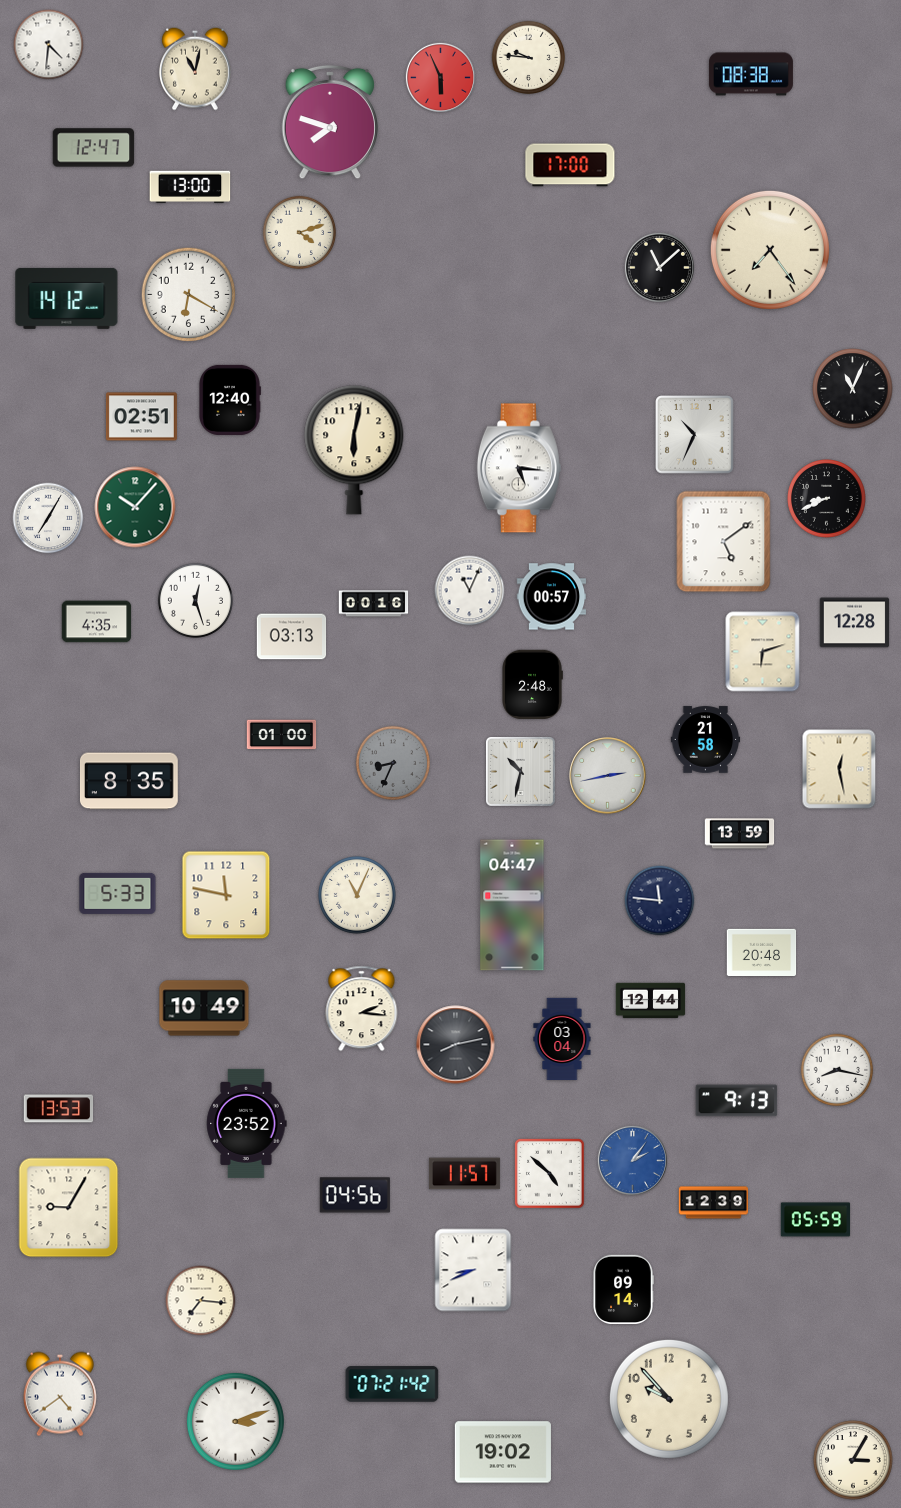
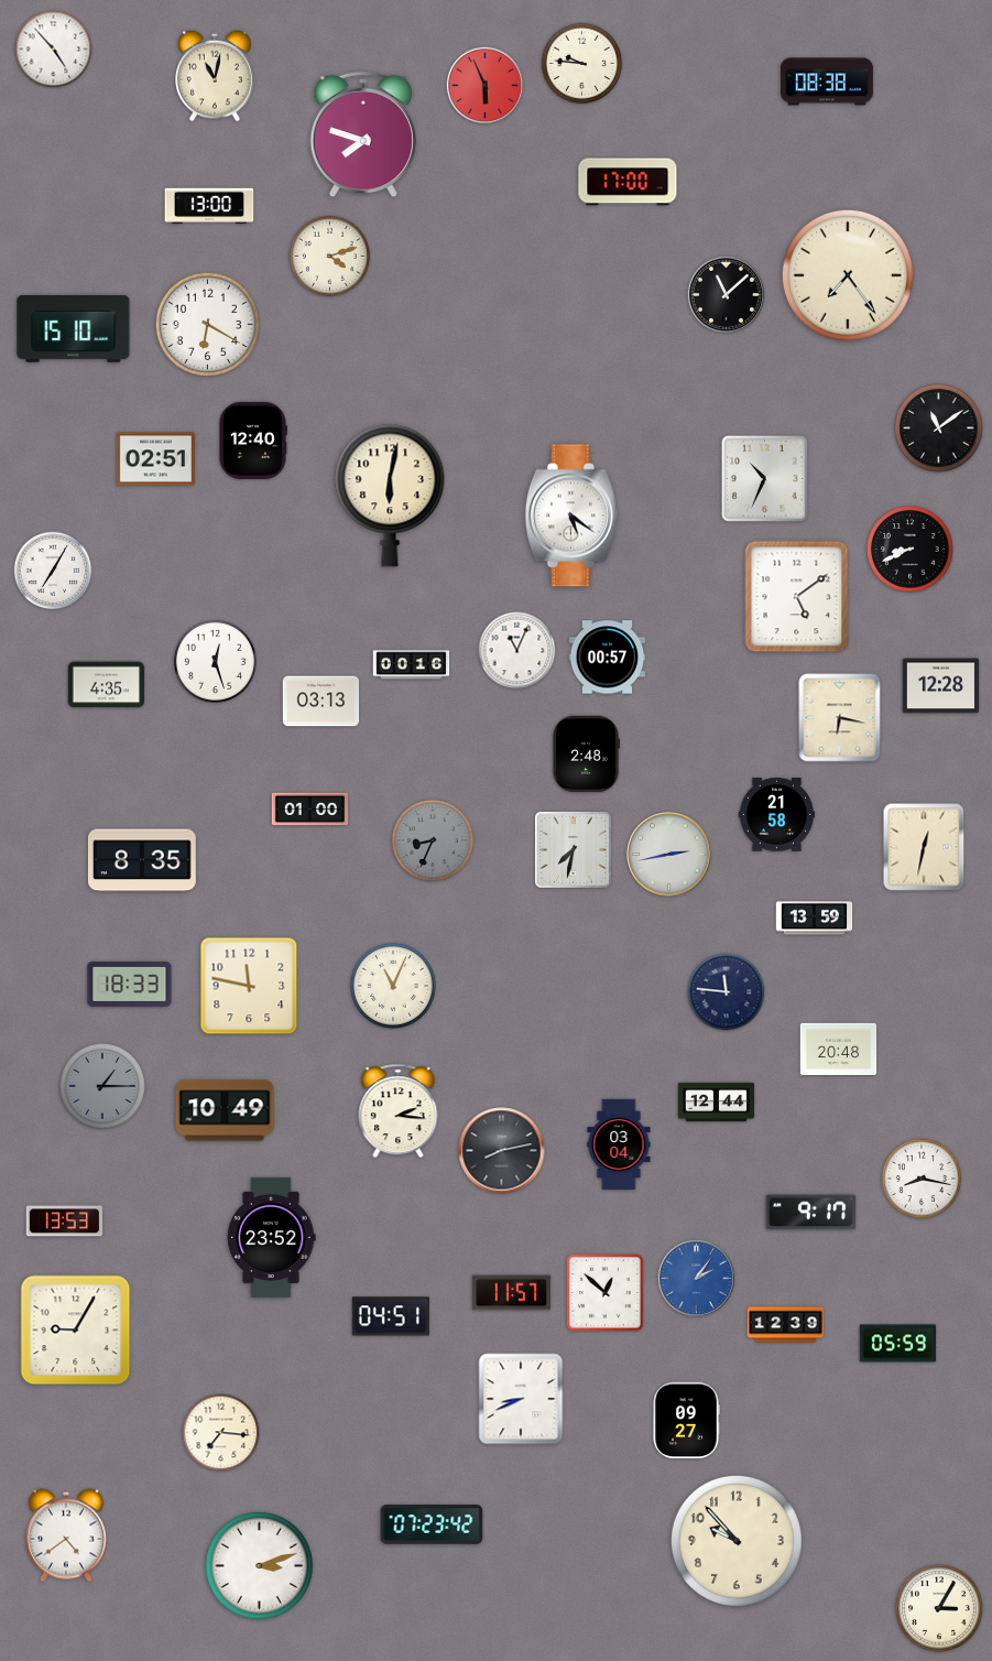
clock at (49, 45): 4:31 -> 4:53
clock at (94, 148): 12:47 -> none
clock at (67, 298): 14:12 -> 15:10
clock at (853, 389): 11:04 -> 11:09
clock at (519, 468): 5:16 -> 5:21
clock at (135, 507): 10:07 -> none
clock at (763, 652): 6:12 -> 6:17
clock at (839, 769): 12:28 -> 12:32
clock at (521, 772): 10:32 -> 7:32
clock at (118, 893): 5:33 -> 18:33
clock at (512, 905): 04:47 -> none
clock at (103, 1087): none -> 1:15
clock at (737, 1101): 9:13 -> 9:17
clock at (550, 1174): 4:52 -> 12:52
clock at (355, 1195): 04:56 -> 04:51
clock at (623, 1290): 09:14 -> 09:27
clock at (392, 1384): 07:21 -> 07:23
clock at (503, 1452): 19:02 -> none
